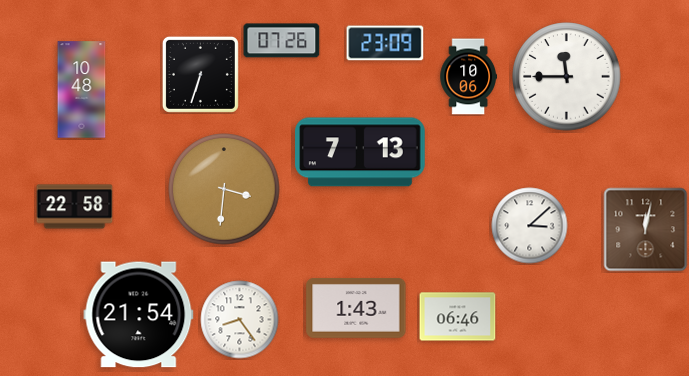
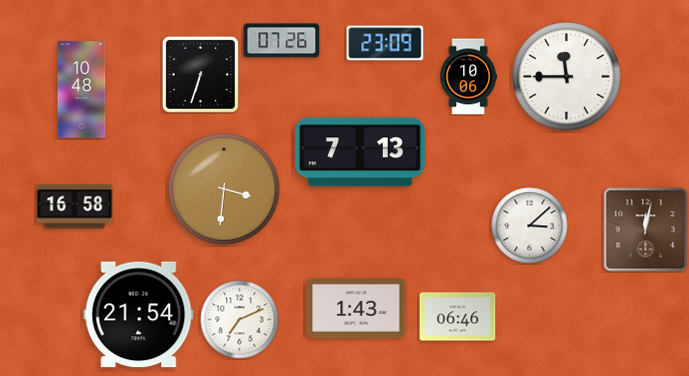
clock at (75, 207): 22:58 -> 16:58
clock at (240, 320): 8:24 -> 7:11
